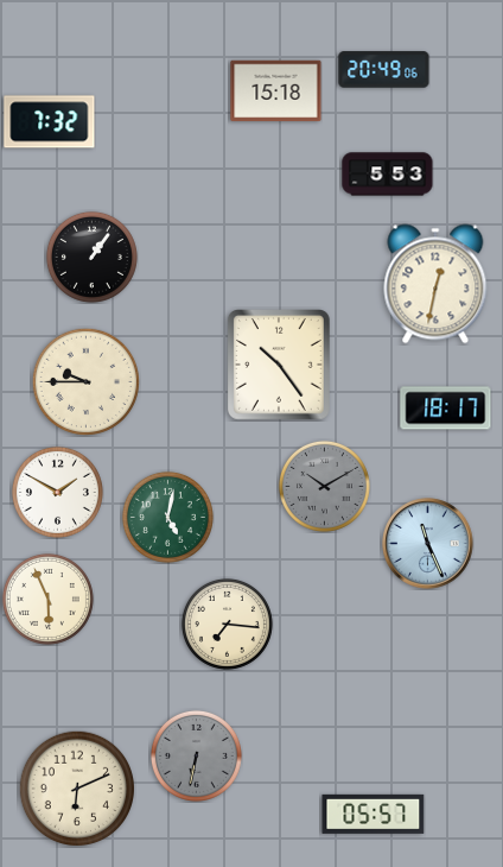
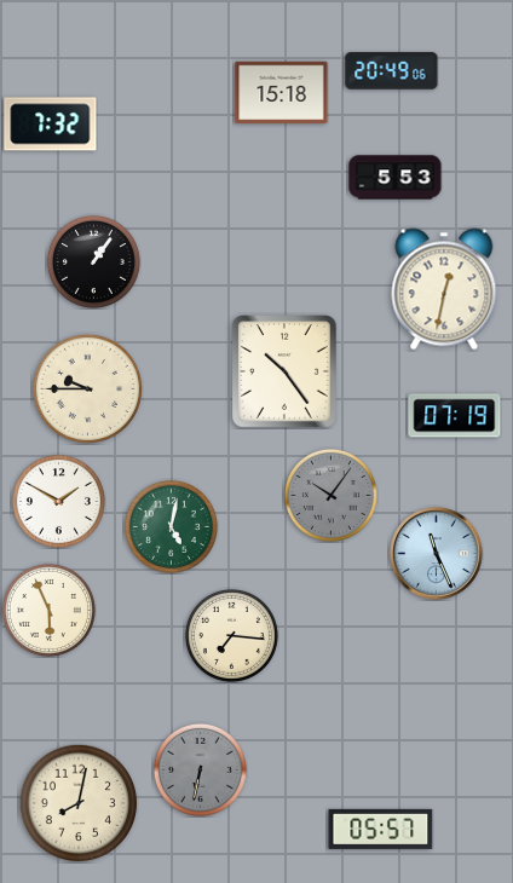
clock at (446, 409): 18:17 -> 07:19
clock at (324, 486): 10:10 -> 10:06
clock at (76, 787): 6:11 -> 8:02
